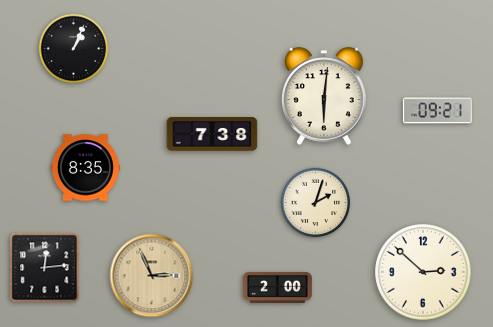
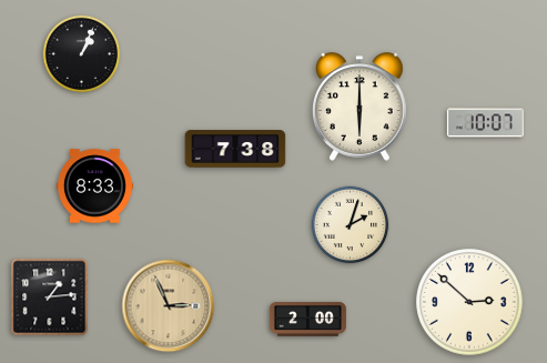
clock at (325, 96): 6:01 -> 6:00
clock at (437, 111): 09:21 -> 10:07
clock at (85, 168): 8:35 -> 8:33
clock at (45, 268): 12:14 -> 1:14
